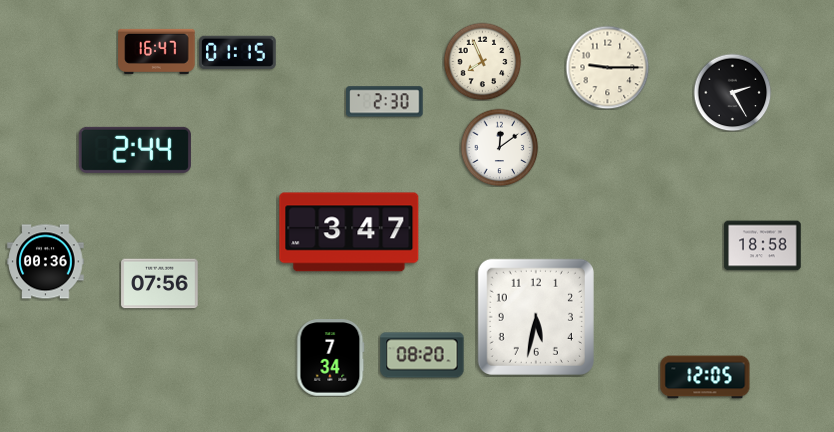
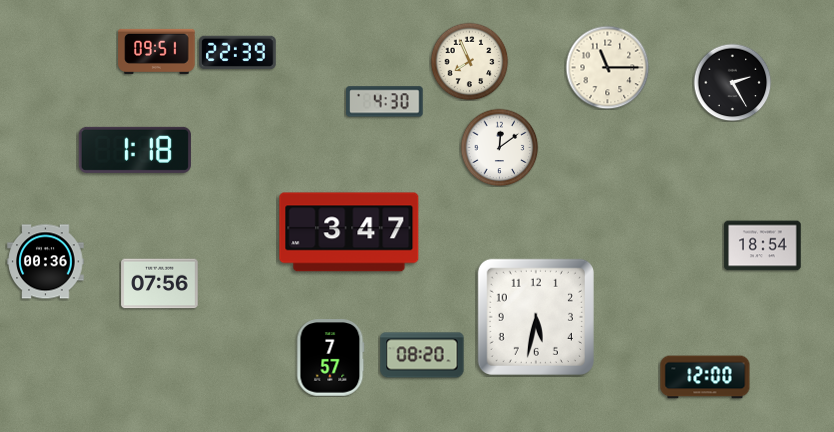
clock at (157, 51): 16:47 -> 09:51
clock at (238, 53): 01:15 -> 22:39
clock at (482, 61) position: (482, 61) -> (469, 61)
clock at (607, 67): 9:15 -> 11:15
clock at (732, 92) position: (732, 92) -> (732, 82)
clock at (385, 102): 2:30 -> 4:30
clock at (135, 150): 2:44 -> 1:18
clock at (763, 246): 18:58 -> 18:54
clock at (331, 358): 7:34 -> 7:57
clock at (705, 377): 12:05 -> 12:00
